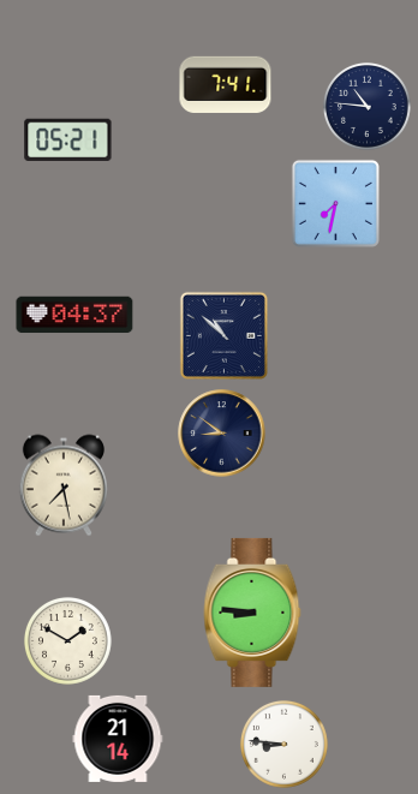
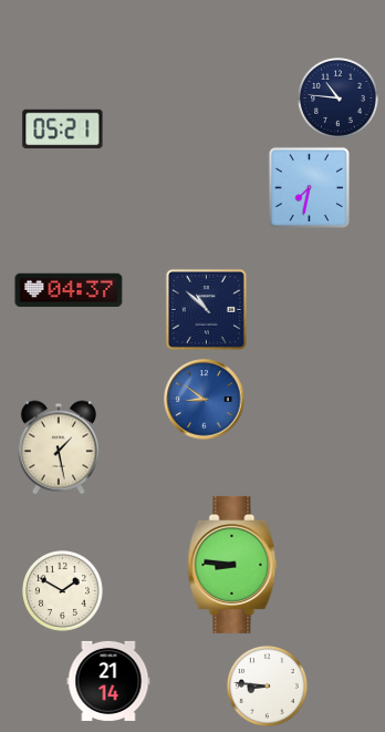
clock at (226, 84): 7:41 -> none
clock at (222, 434) dial: navy -> blue
clock at (64, 485): 7:28 -> 1:28
clock at (283, 744) position: (283, 744) -> (267, 685)
